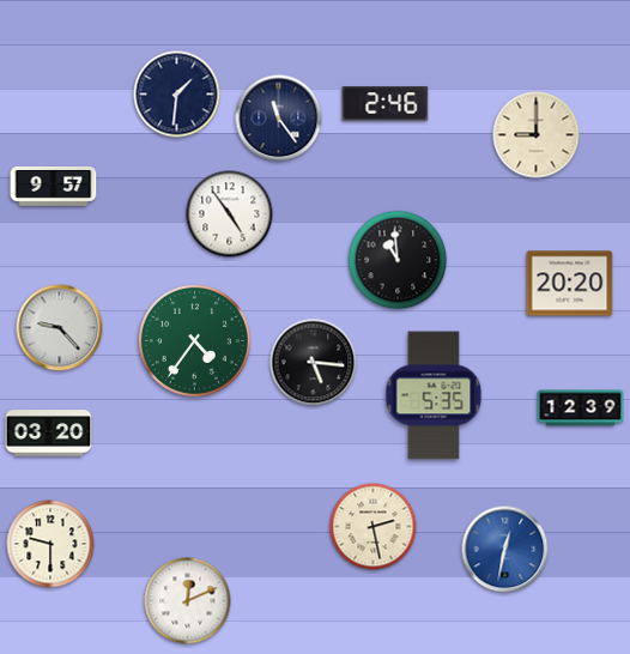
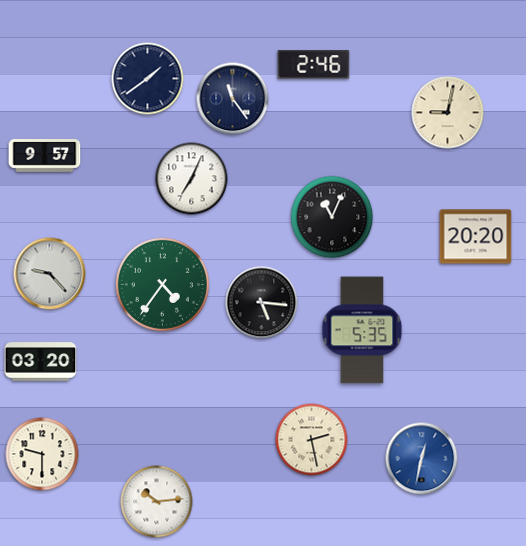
clock at (177, 95): 1:31 -> 1:39
clock at (386, 104) position: (386, 104) -> (314, 65)
clock at (537, 135): 9:00 -> 9:02
clock at (230, 214): 4:54 -> 7:04
clock at (398, 260): 10:59 -> 11:04
clock at (581, 408): 12:39 -> none
clock at (188, 601): 12:11 -> 10:14
